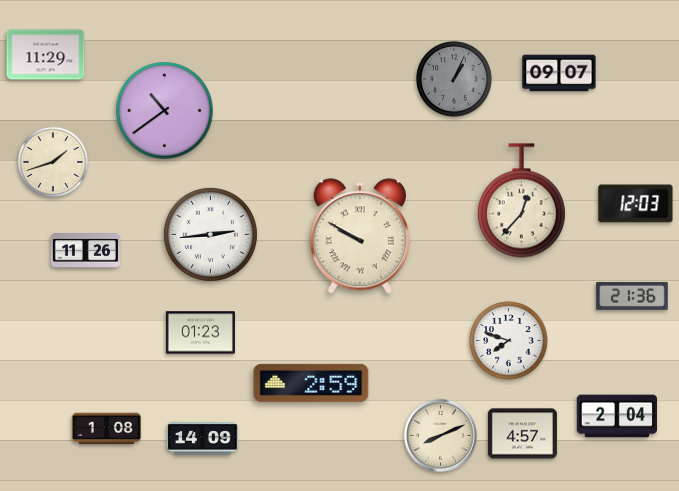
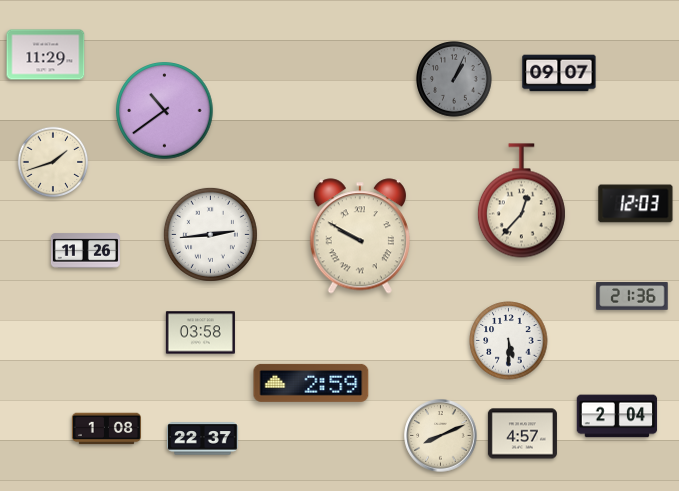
clock at (200, 333): 01:23 -> 03:58
clock at (509, 341): 7:48 -> 5:30
clock at (203, 439): 14:09 -> 22:37
